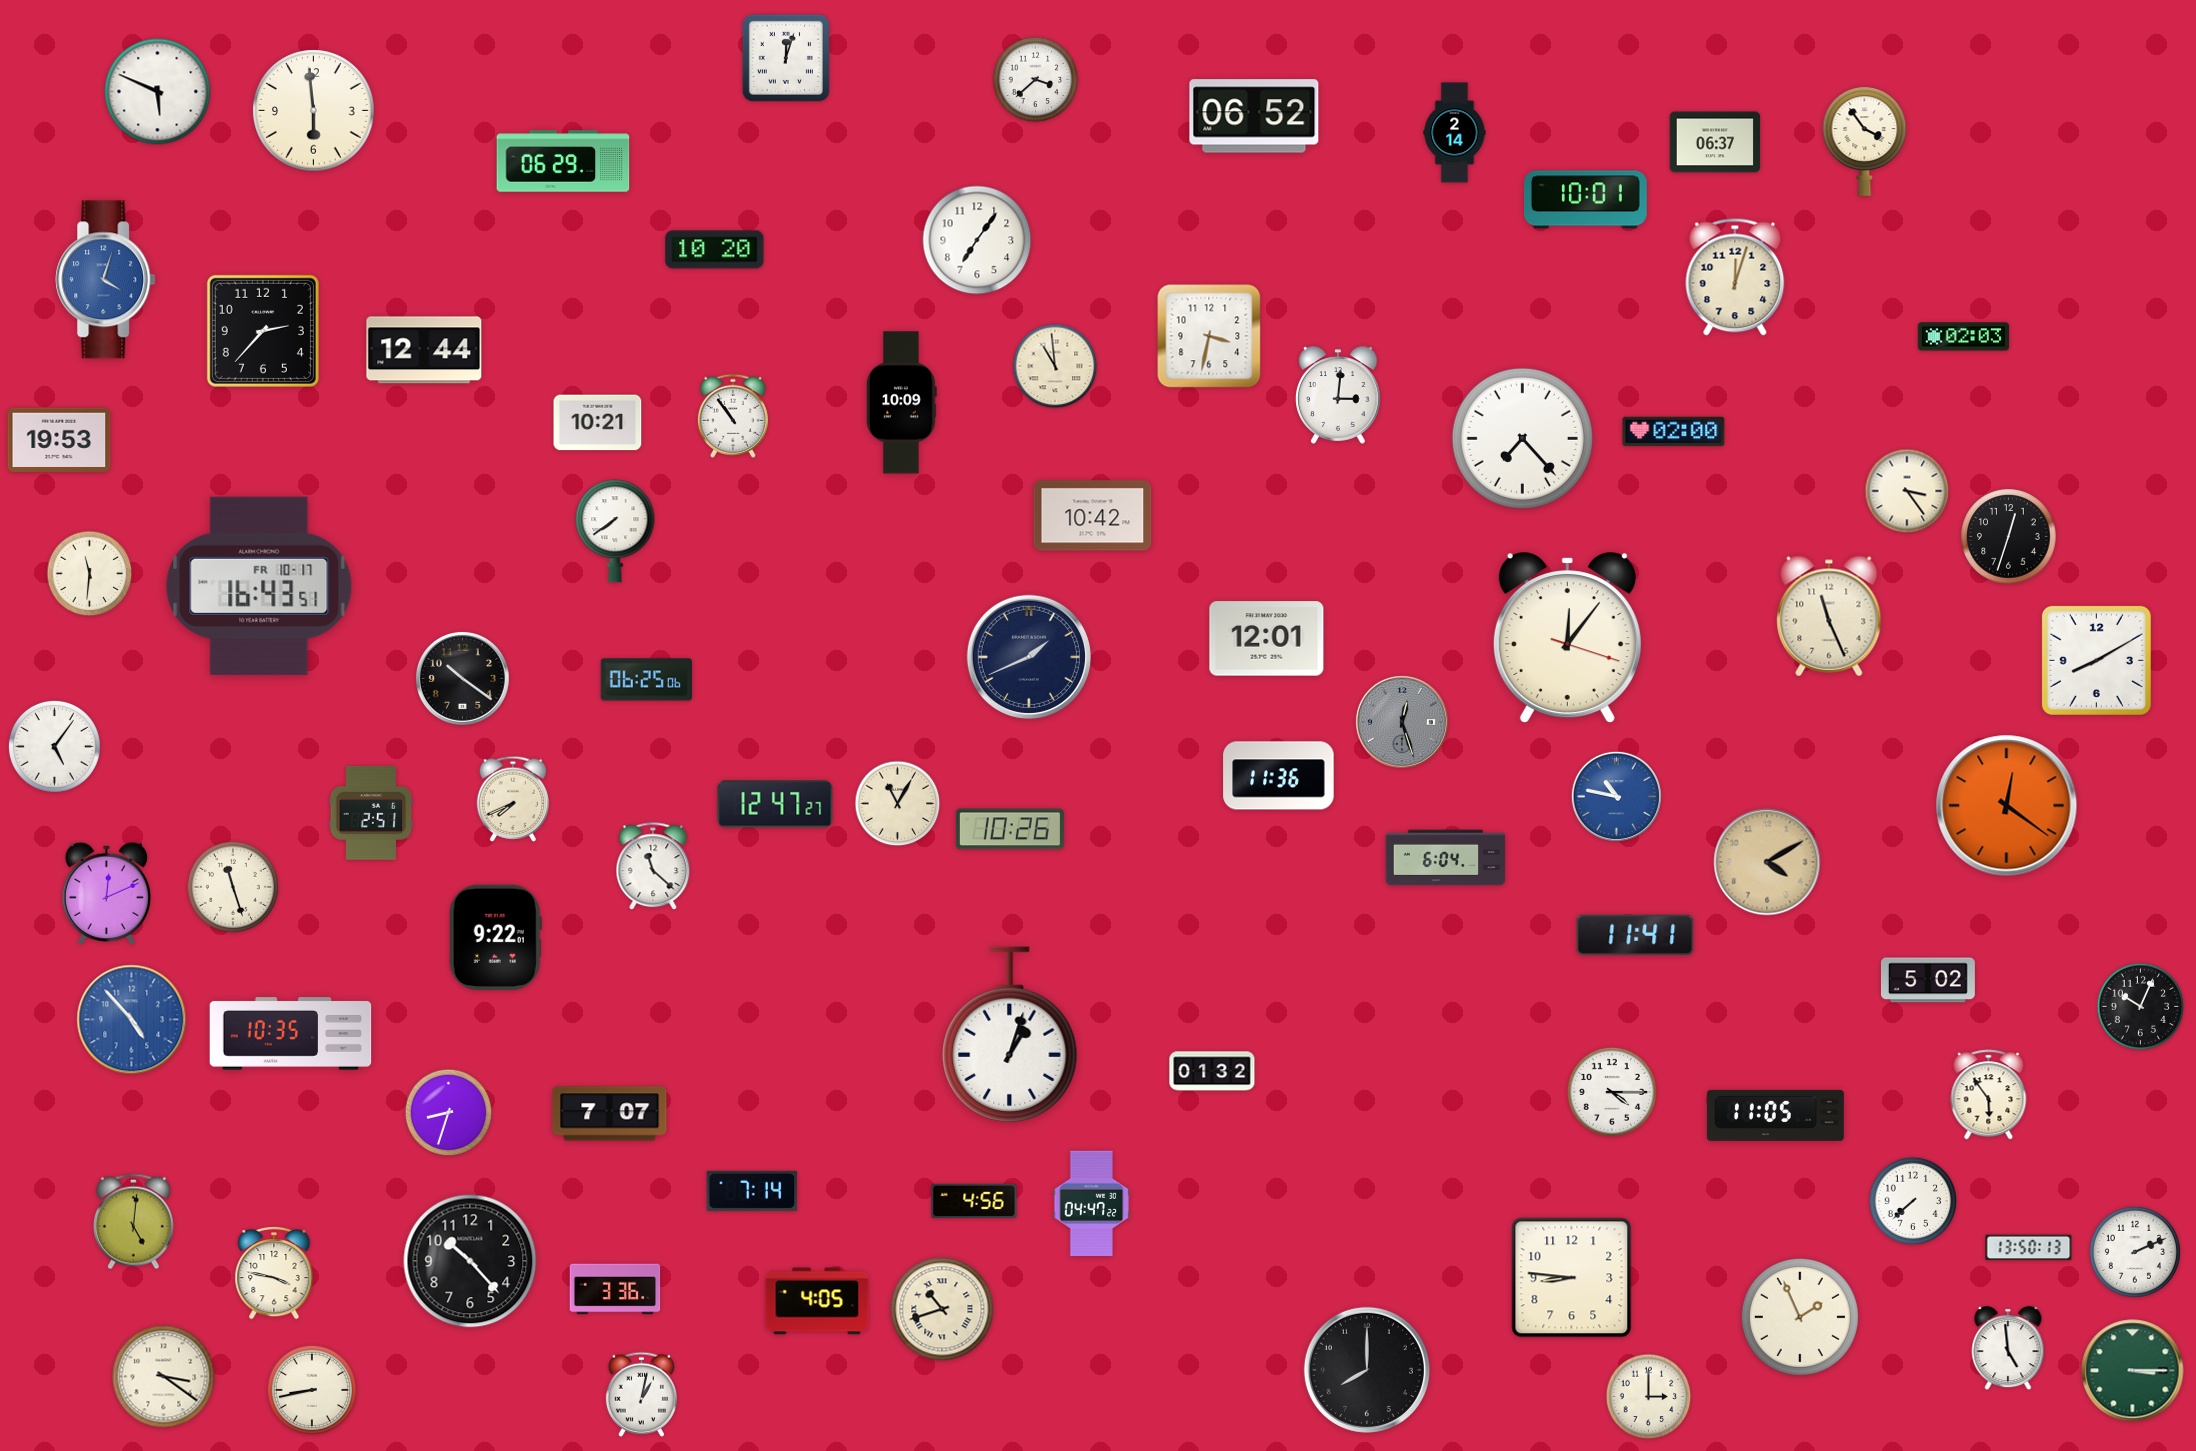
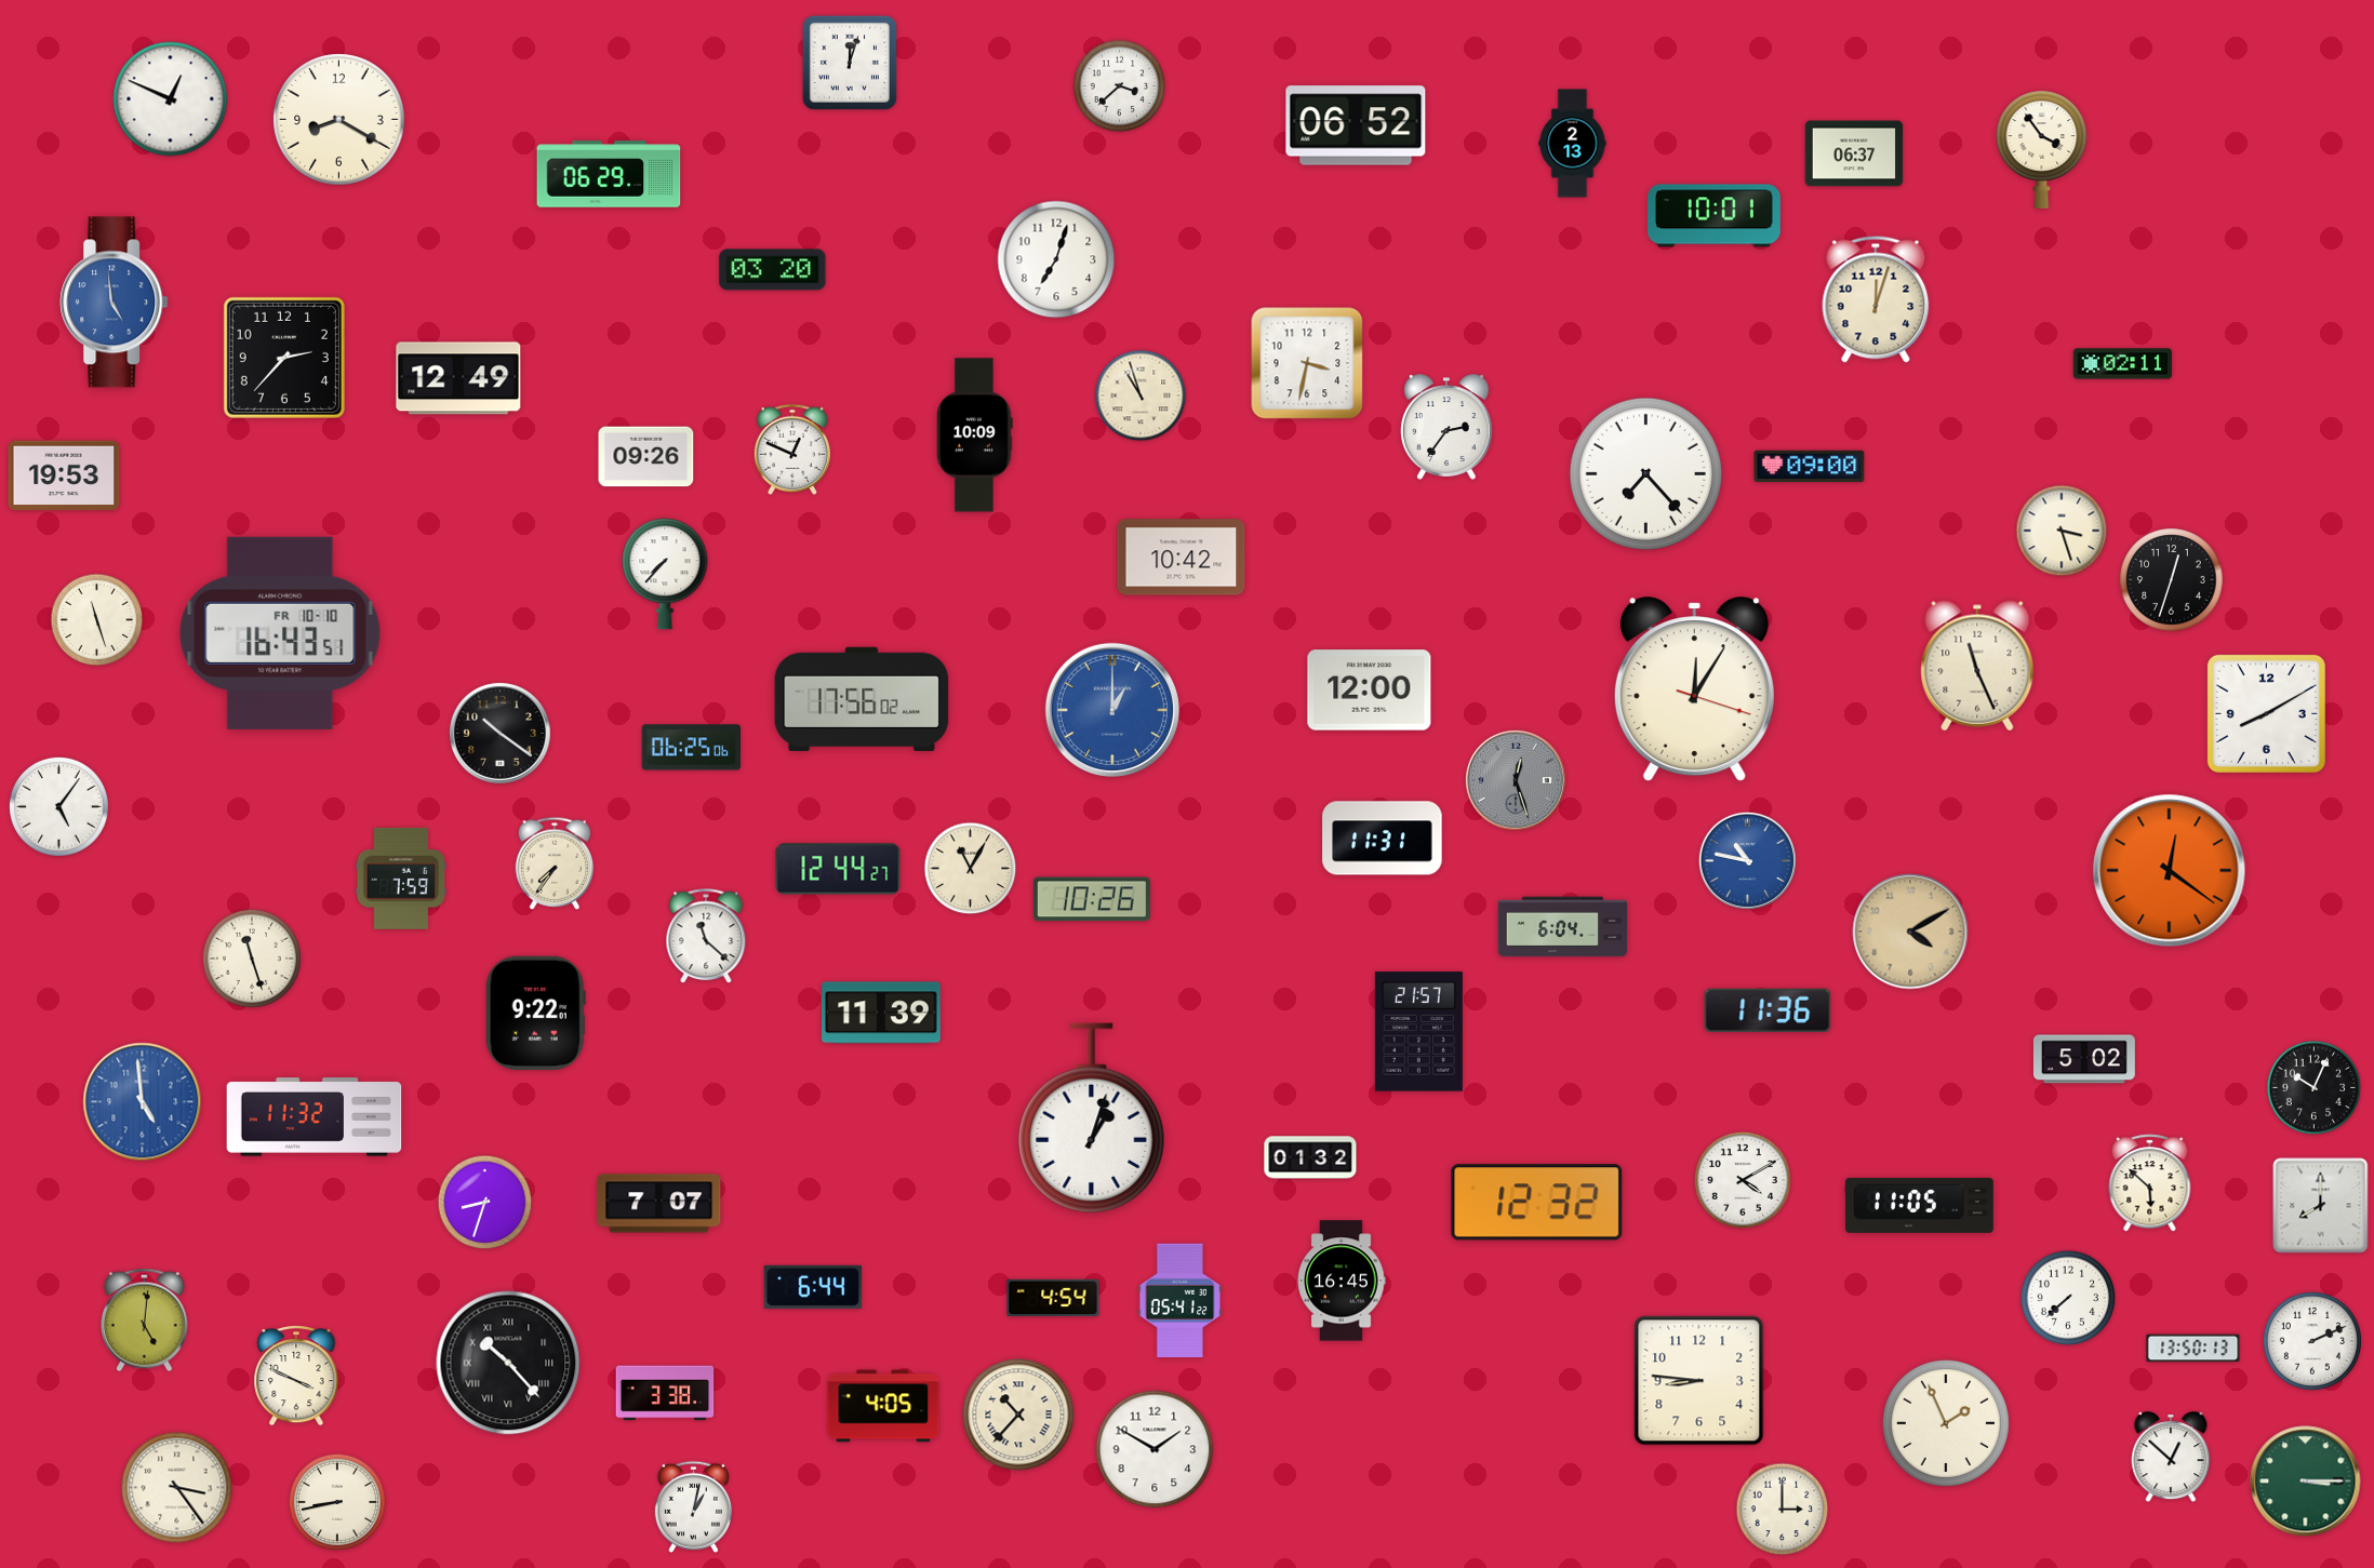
clock at (158, 92): 5:49 -> 12:49
clock at (314, 111): 5:59 -> 8:20
clock at (1455, 133): 2:14 -> 2:13
clock at (1865, 141) position: (1865, 141) -> (2042, 149)
clock at (977, 240): 7:06 -> 7:03
clock at (715, 250): 10:20 -> 03:20
clock at (106, 280): 4:03 -> 4:59
clock at (1964, 337): 02:03 -> 02:11
clock at (424, 350): 12:44 -> 12:49
clock at (1055, 366): 10:59 -> 10:57
clock at (1338, 395): 3:01 -> 2:36
clock at (733, 416): 10:54 -> 12:49
clock at (598, 423): 10:21 -> 09:26
clock at (1674, 432): 02:00 -> 09:00
clock at (1907, 491): 3:24 -> 3:27
clock at (615, 531): 7:39 -> 7:37
clock at (90, 574): 11:31 -> 11:27
clock at (259, 586) date: FR 10-17 -> FR 10-10
clock at (1567, 637): 12:06 -> 12:05
clock at (1267, 639): 12:01 -> 12:00
clock at (862, 699): none -> 17:56
clock at (1029, 657): 1:41 -> 1:00
clock at (1029, 657) dial: navy -> blue
clock at (646, 680) position: (646, 680) -> (691, 748)
clock at (1279, 776): 11:36 -> 11:31
clock at (513, 799): 7:41 -> 7:36
clock at (775, 804): 12:47 -> 12:44
clock at (371, 813): 2:51 -> 7:59
clock at (1010, 829) position: (1010, 829) -> (1092, 899)
clock at (106, 893): 12:11 -> none
clock at (1635, 934): 11:41 -> 11:36
clock at (881, 1013): none -> 11:39
clock at (1418, 1032): none -> 21:57
clock at (132, 1020): 4:53 -> 4:59
clock at (291, 1034): 10:35 -> 11:32
clock at (1612, 1092): 4:15 -> 4:10
clock at (1989, 1095): 5:54 -> 5:52
clock at (1537, 1203): none -> 12:32
clock at (2321, 1206): none -> 8:00
clock at (1342, 1281): none -> 16:45
clock at (752, 1191): 7:14 -> 6:44
clock at (974, 1201): 4:56 -> 4:54
clock at (1091, 1204): 04:47 -> 05:41
clock at (2135, 1252) position: (2135, 1252) -> (2312, 1341)
clock at (470, 1261) numerals: Arabic -> Roman
clock at (274, 1273): 3:47 -> 3:49
clock at (615, 1289): 3:36 -> 3:38
clock at (942, 1309): 10:42 -> 10:37
clock at (1155, 1449): none -> 1:50
clock at (2008, 1349): 4:59 -> 12:52
clock at (1367, 1370): 8:00 -> none
clock at (164, 1377): 3:21 -> 3:24
